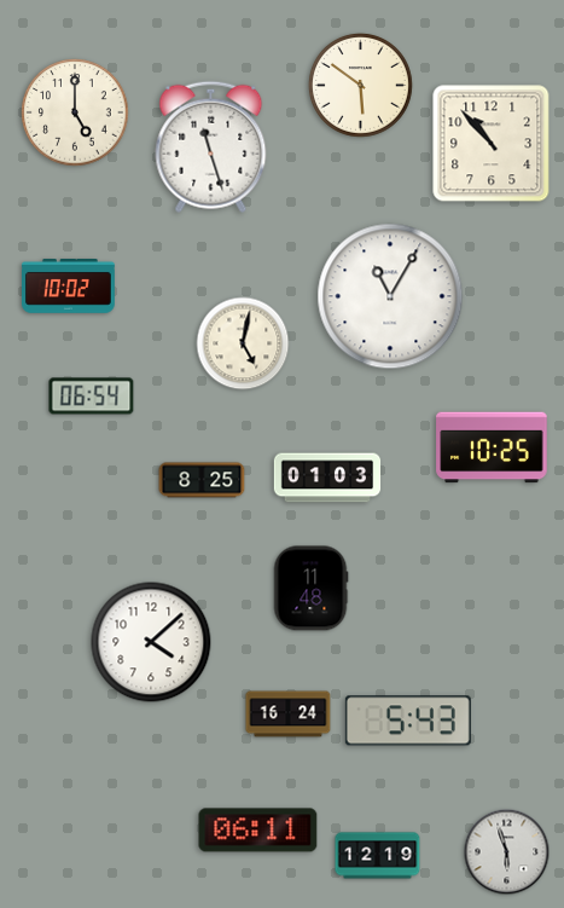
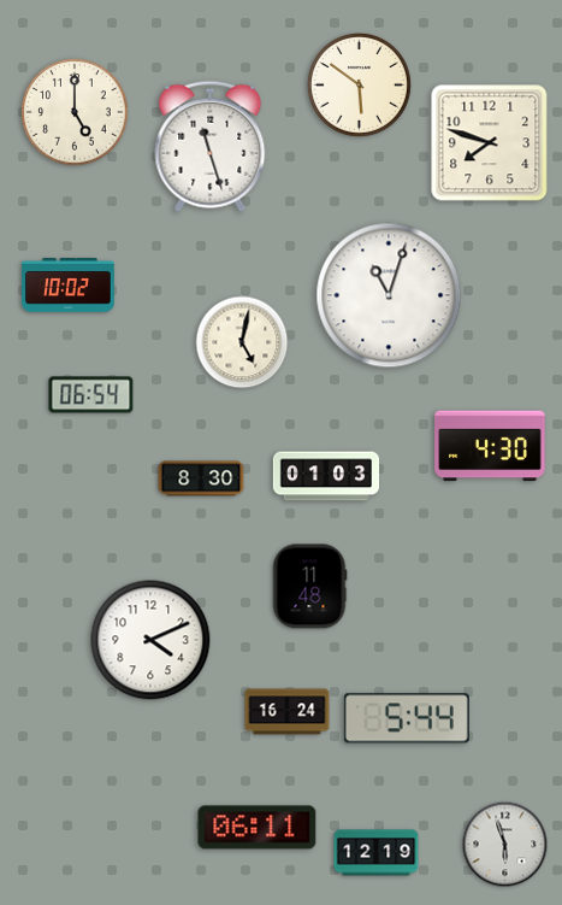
clock at (492, 144): 10:53 -> 7:48
clock at (390, 296): 11:05 -> 11:03
clock at (492, 447): 10:25 -> 4:30
clock at (202, 480): 8:25 -> 8:30
clock at (151, 642): 4:08 -> 4:11
clock at (408, 721): 5:43 -> 5:44
clock at (507, 852) position: (507, 852) -> (505, 845)
